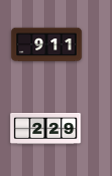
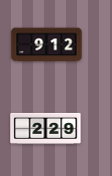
clock at (47, 45): 9:11 -> 9:12
